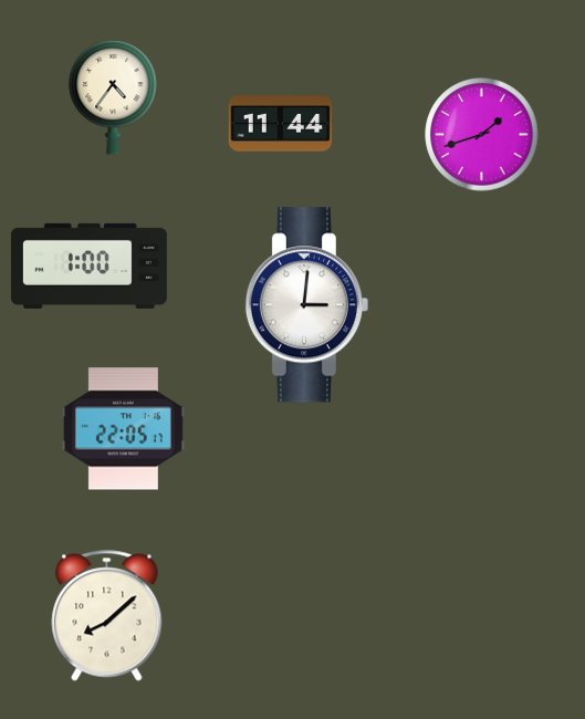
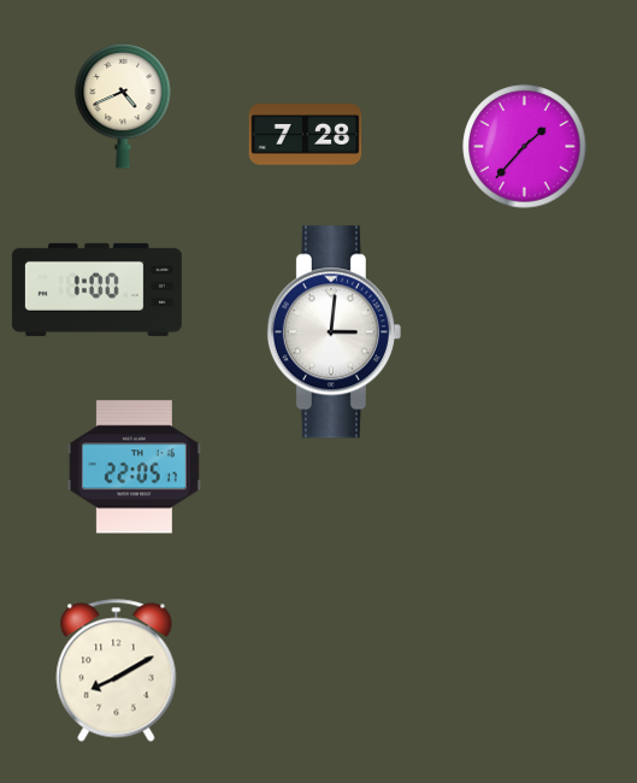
clock at (113, 97): 4:36 -> 4:41
clock at (281, 124): 11:44 -> 7:28
clock at (482, 135): 1:42 -> 1:37
clock at (107, 616): 8:08 -> 8:10
